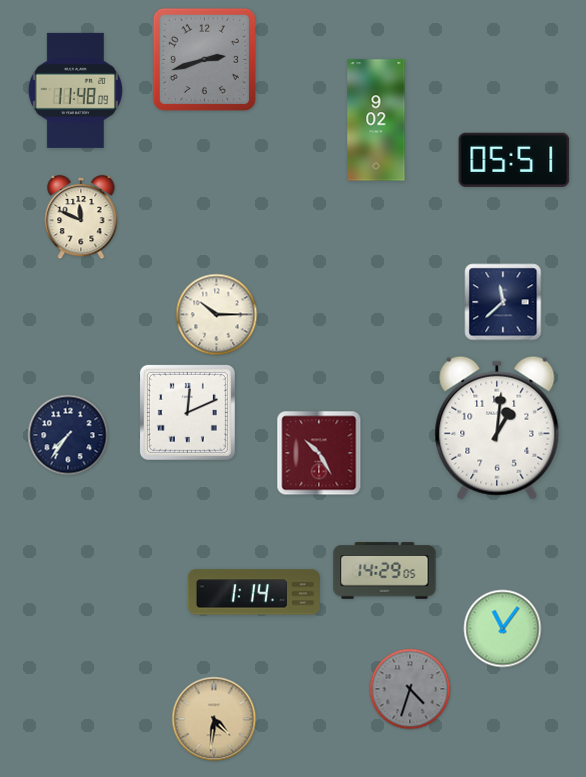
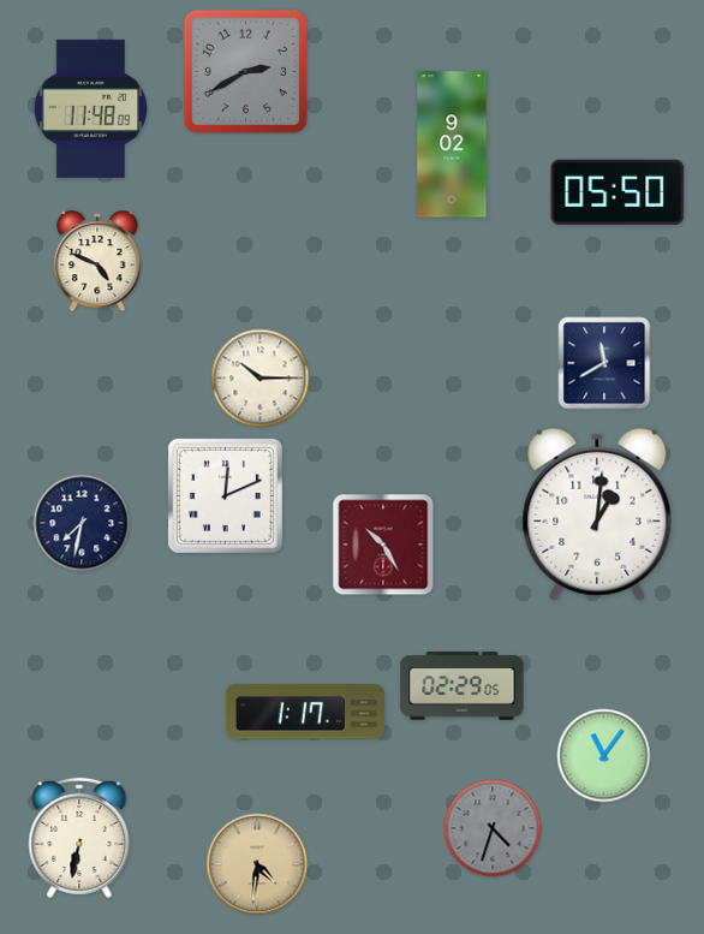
clock at (204, 59): 2:42 -> 2:40
clock at (514, 160): 05:51 -> 05:50
clock at (81, 217): 11:49 -> 4:49
clock at (503, 302): 11:38 -> 11:40
clock at (68, 435): 7:36 -> 7:32
clock at (385, 571): 14:29 -> 02:29
clock at (254, 592): 1:14 -> 1:17
clock at (79, 838): none -> 6:32
